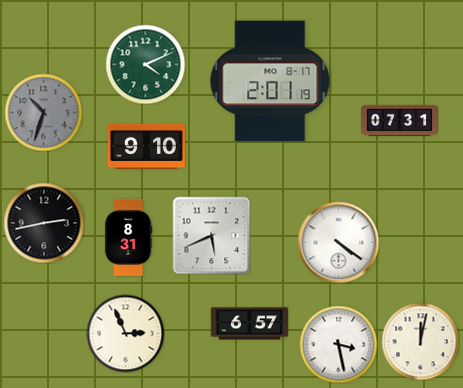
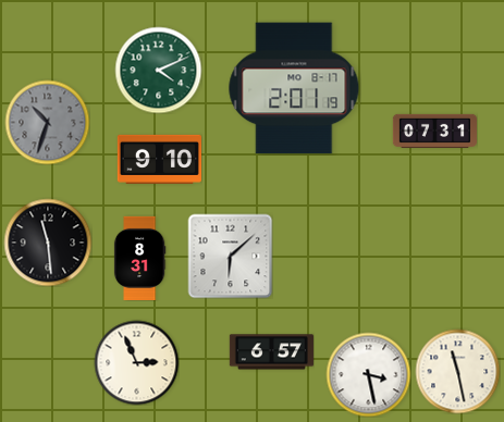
clock at (44, 223): 2:43 -> 11:29
clock at (211, 235): 5:41 -> 6:08
clock at (338, 242): 4:21 -> none
clock at (420, 341): 12:02 -> 11:28
